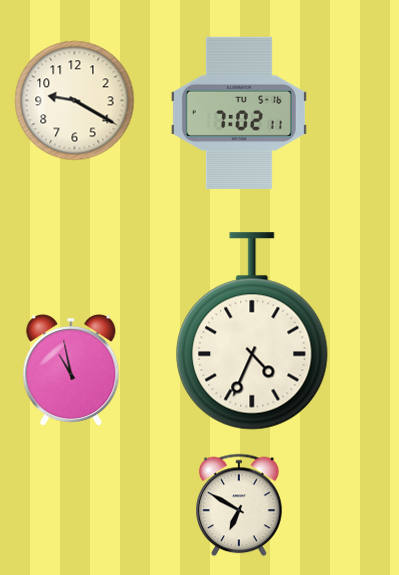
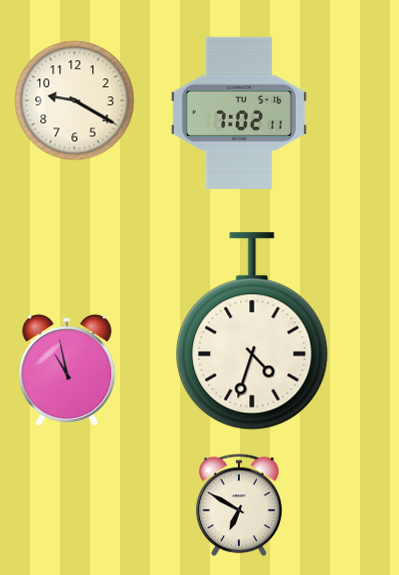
clock at (252, 331): 4:34 -> 4:33
clock at (71, 369) position: (71, 369) -> (67, 369)
